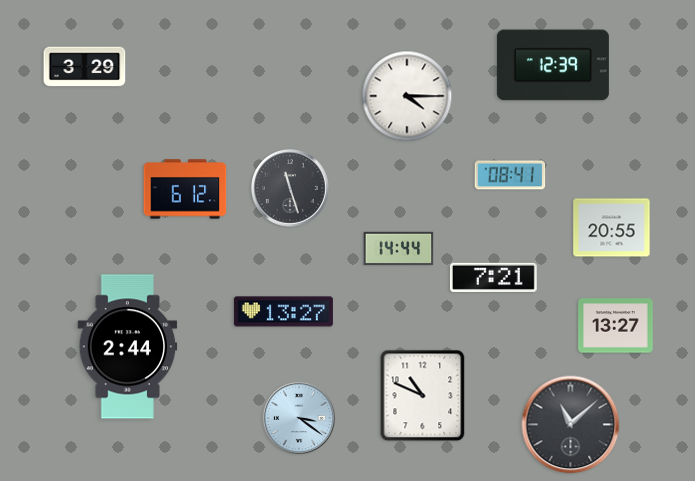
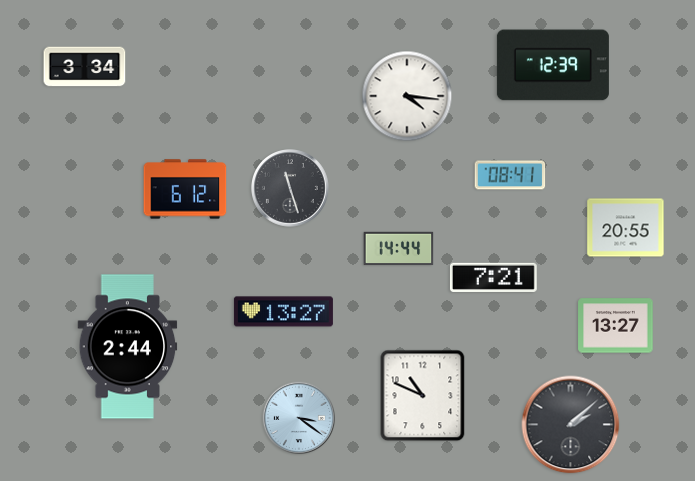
clock at (85, 67): 3:29 -> 3:34
clock at (407, 96): 4:15 -> 4:16
clock at (612, 228) position: (612, 228) -> (626, 228)
clock at (571, 425): 11:08 -> 2:08
